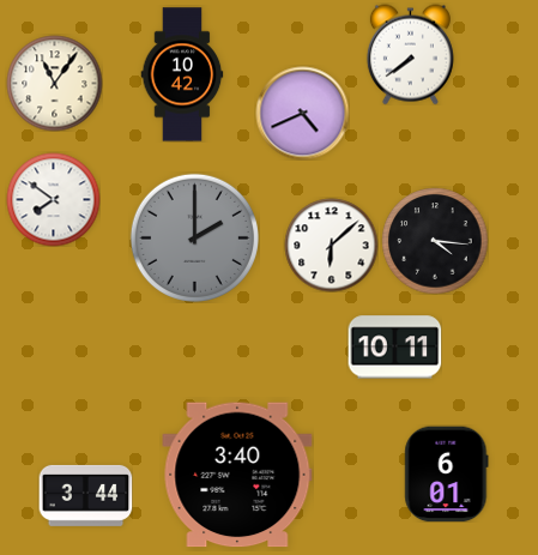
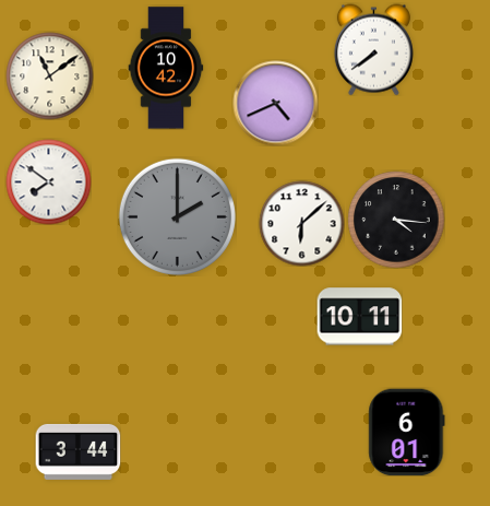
clock at (54, 83): 11:06 -> 11:09
clock at (237, 475): 3:40 -> none
